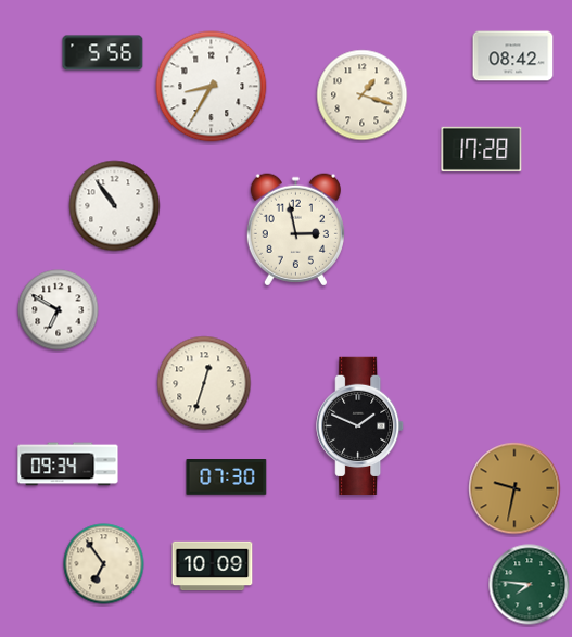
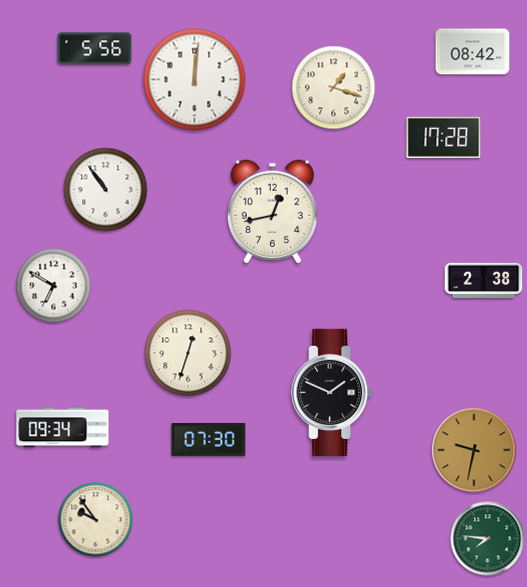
clock at (212, 87): 8:35 -> 12:01
clock at (295, 230): 2:58 -> 12:43
clock at (484, 281): none -> 2:38
clock at (104, 564): 6:54 -> 9:54
clock at (213, 566): 10:09 -> none
